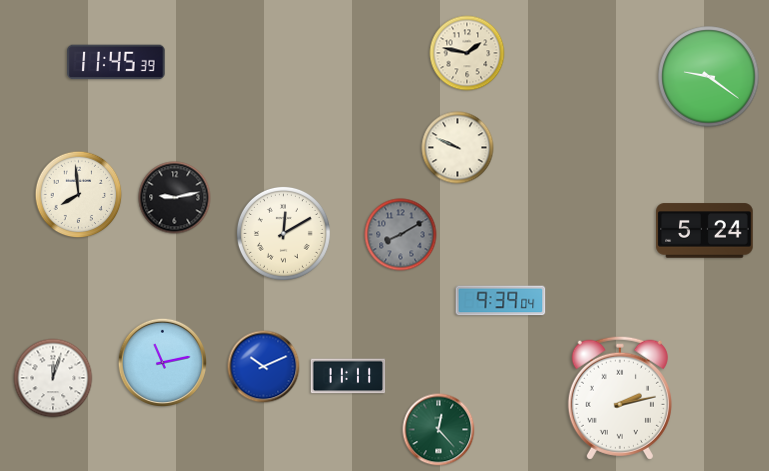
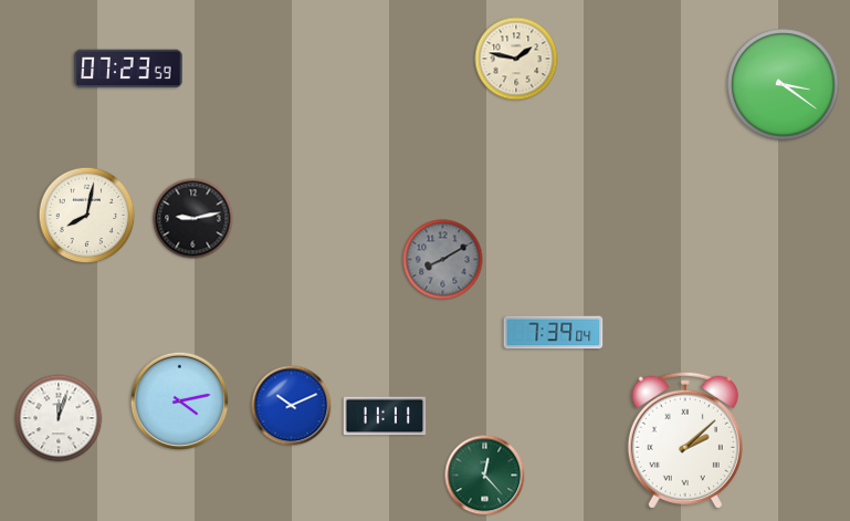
clock at (116, 62): 11:45 -> 07:23
clock at (709, 77): 9:21 -> 3:21
clock at (458, 148): 9:49 -> none
clock at (79, 195): 7:59 -> 8:02
clock at (705, 231): 5:24 -> none
clock at (283, 233): 12:10 -> none
clock at (501, 301): 9:39 -> 7:39
clock at (162, 362): 11:13 -> 4:13
clock at (620, 398): 2:13 -> 2:08
